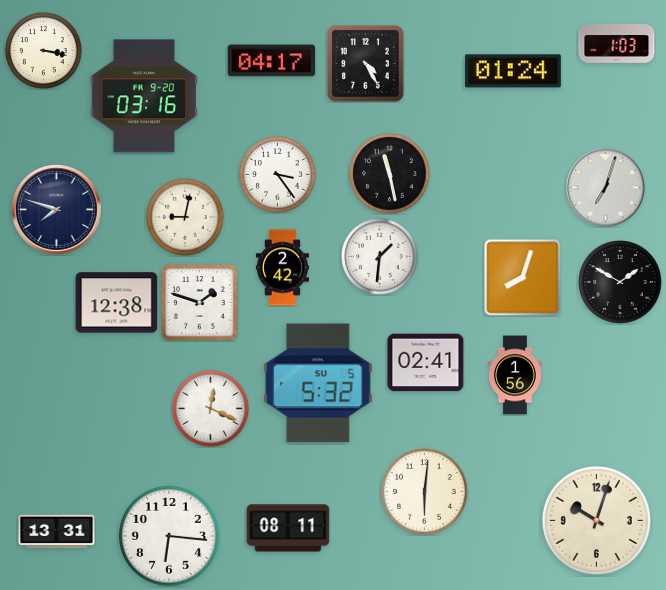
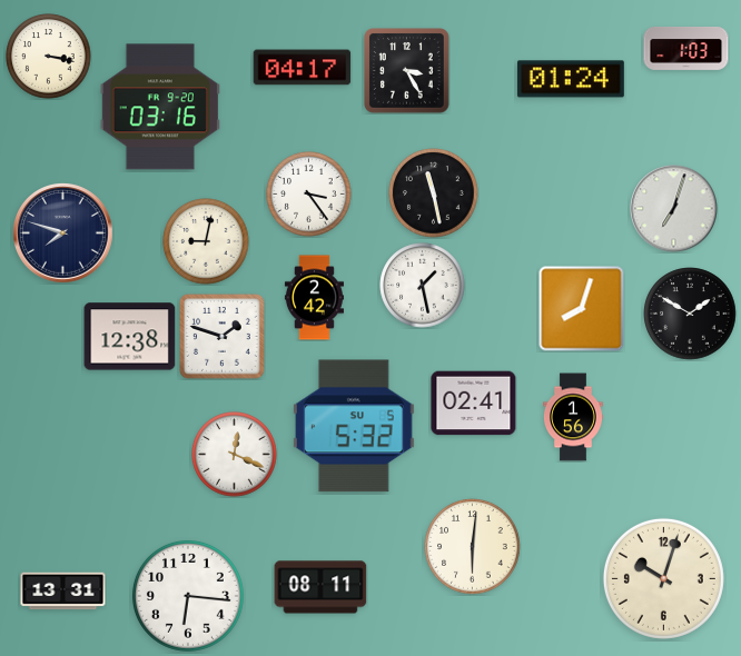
clock at (366, 64): 4:25 -> 3:25
clock at (380, 257): 1:31 -> 1:28
